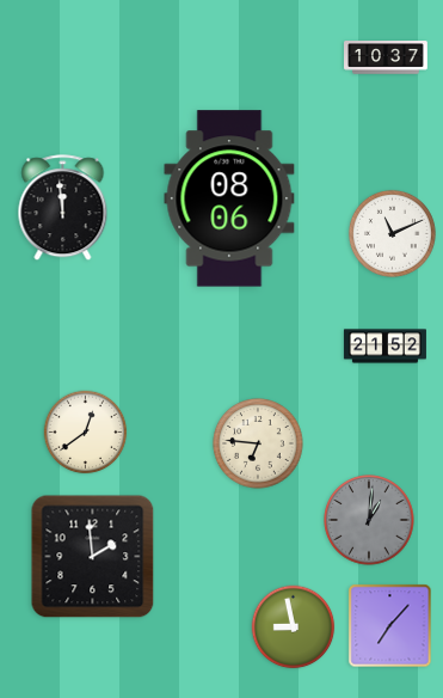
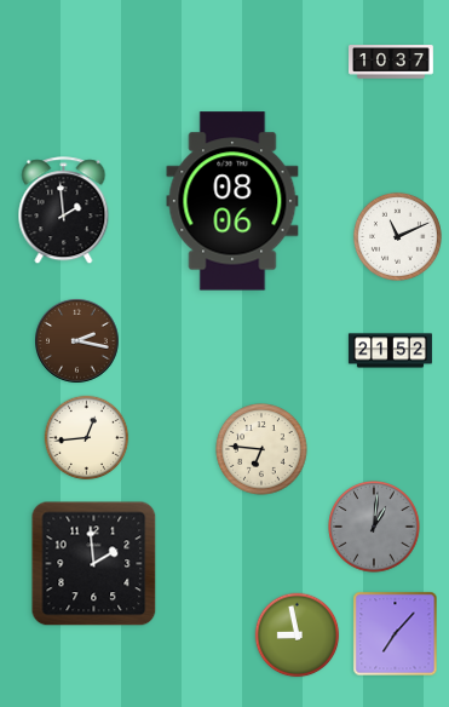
clock at (387, 57) position: (387, 57) -> (392, 62)
clock at (63, 208): 11:59 -> 1:59
clock at (77, 341): none -> 2:17
clock at (86, 433): 12:39 -> 12:44
